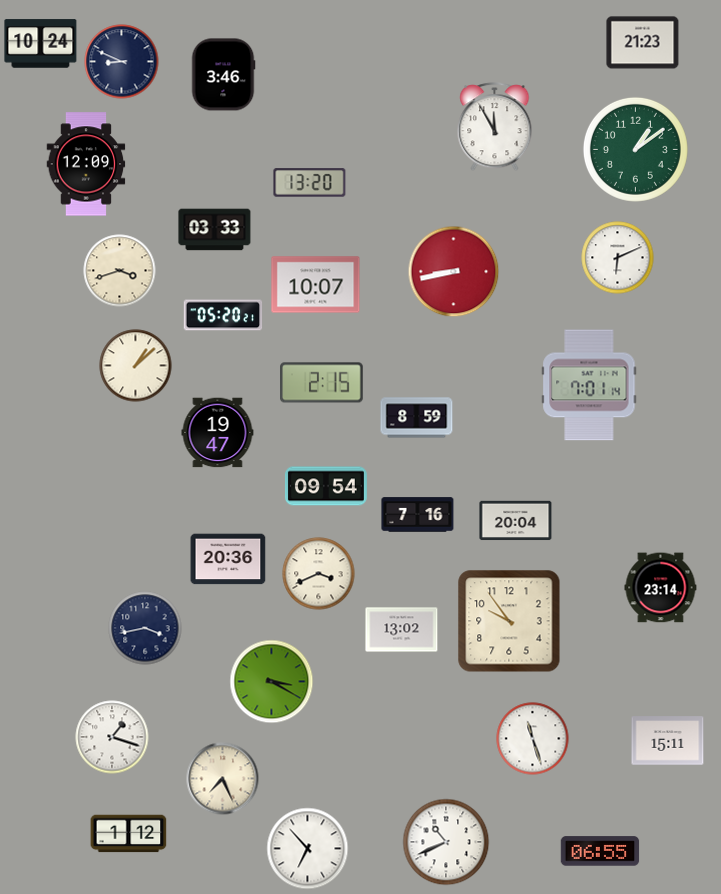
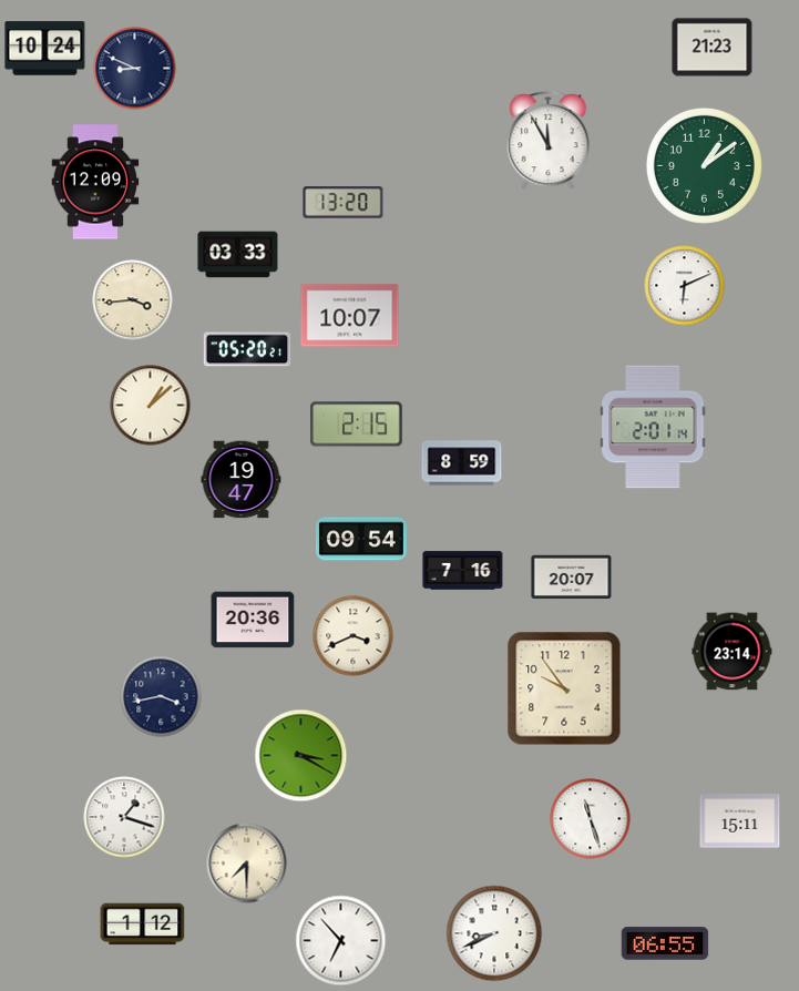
clock at (223, 75): 3:46 -> none
clock at (120, 271): 3:42 -> 3:44
clock at (454, 272): 8:43 -> none
clock at (589, 385): 7:01 -> 2:01
clock at (516, 521): 20:04 -> 20:07
clock at (402, 630): 13:02 -> none
clock at (223, 779): 7:26 -> 7:30
clock at (446, 842): 10:41 -> 8:41
